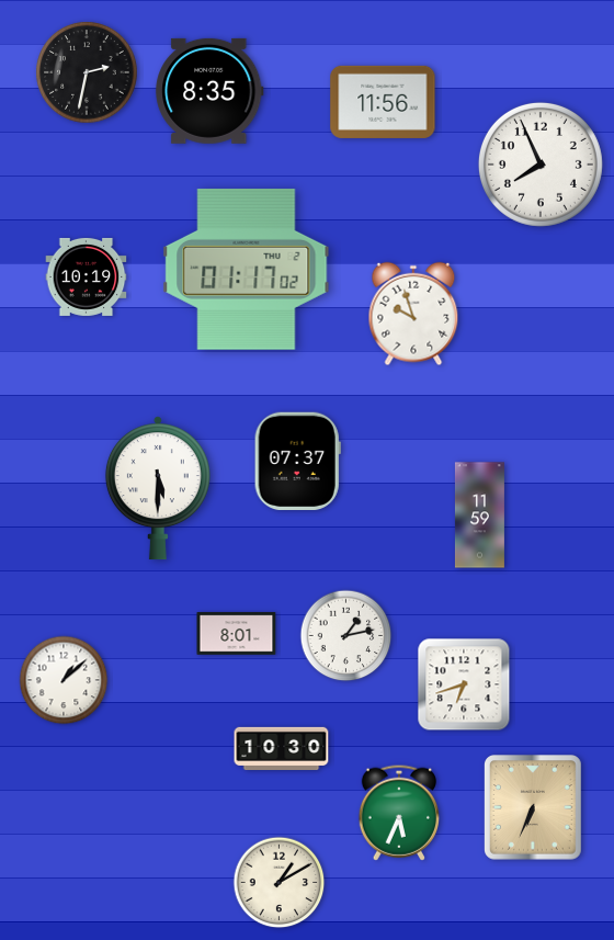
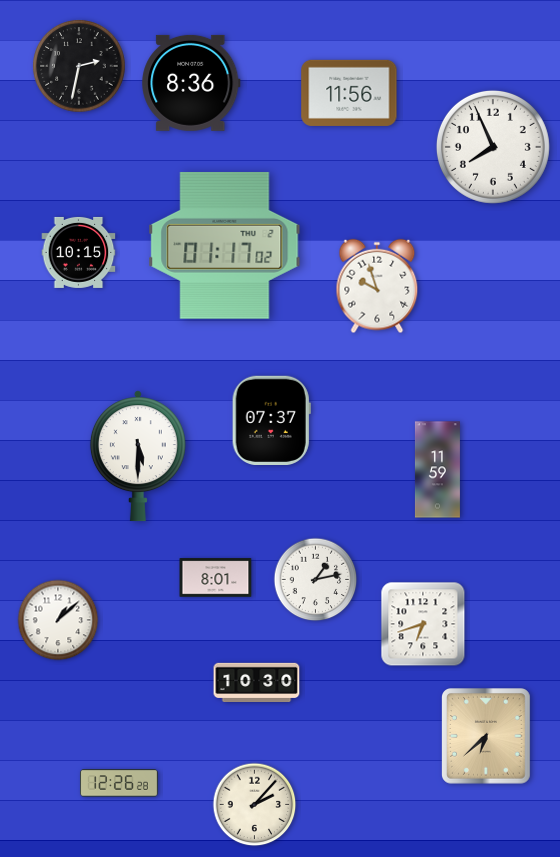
clock at (209, 91): 8:35 -> 8:36
clock at (541, 165) position: (541, 165) -> (493, 147)
clock at (87, 276): 10:19 -> 10:15
clock at (158, 488) position: (158, 488) -> (138, 456)
clock at (534, 808): 6:34 -> 6:38
clock at (398, 813): 5:34 -> none
clock at (120, 783): none -> 12:26
clock at (280, 883): 1:10 -> 2:07
